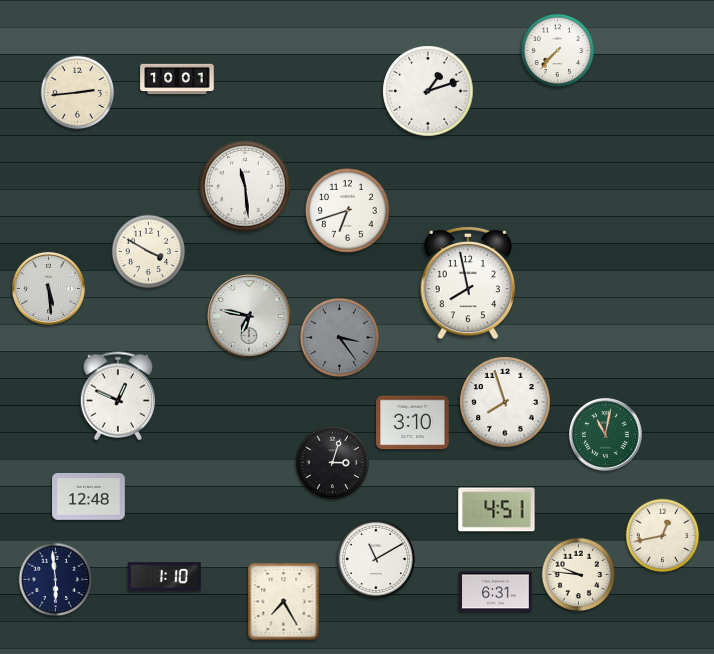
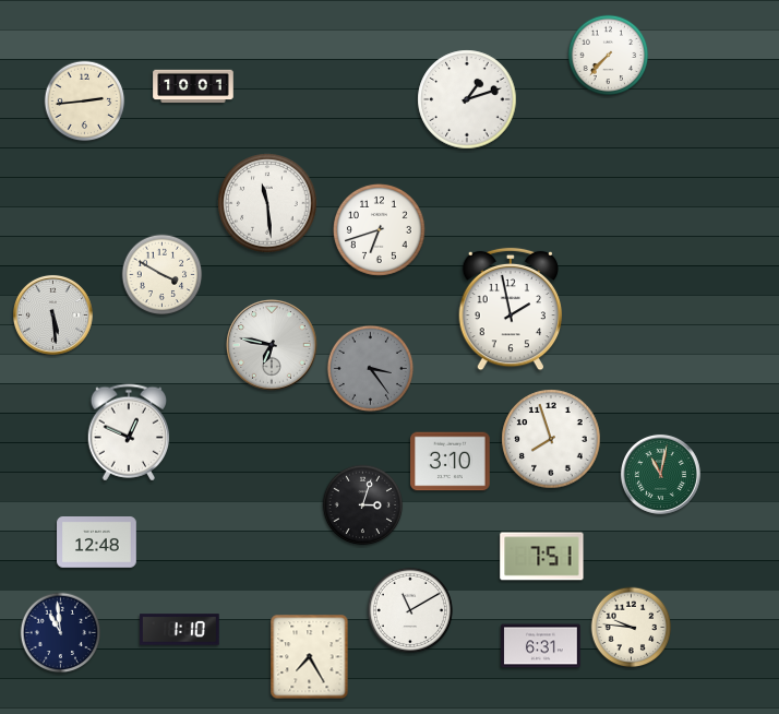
clock at (468, 283): 7:58 -> 1:58
clock at (497, 510): 4:51 -> 7:51
clock at (663, 536): 12:43 -> none
clock at (56, 580): 5:59 -> 10:59
